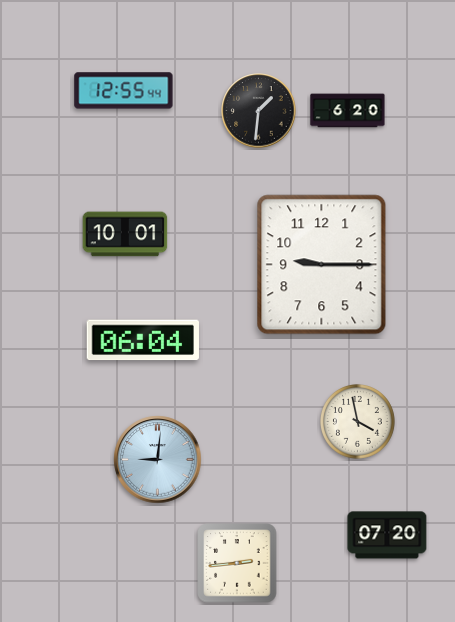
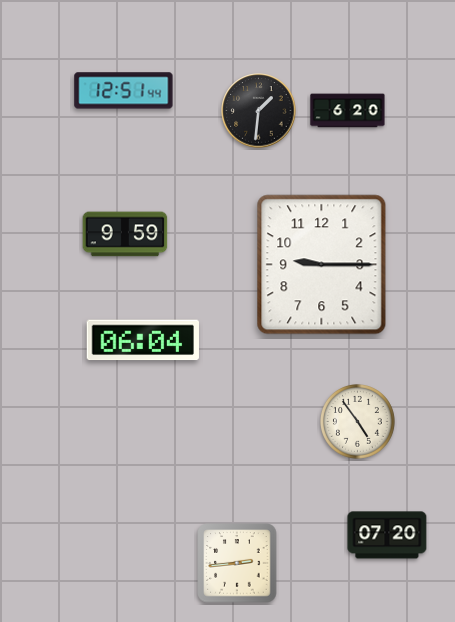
clock at (124, 91): 12:55 -> 12:51
clock at (125, 234): 10:01 -> 9:59
clock at (358, 422): 3:58 -> 4:54
clock at (158, 460): 9:01 -> none
